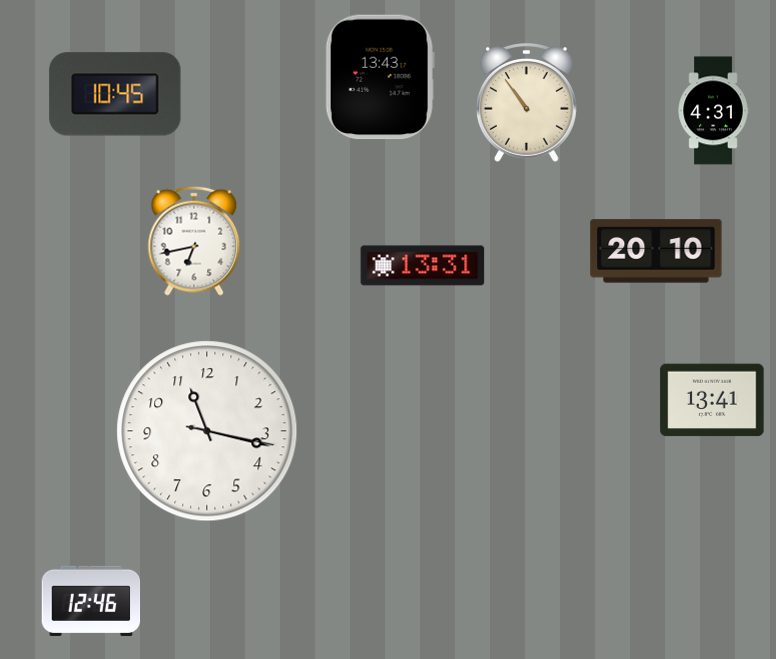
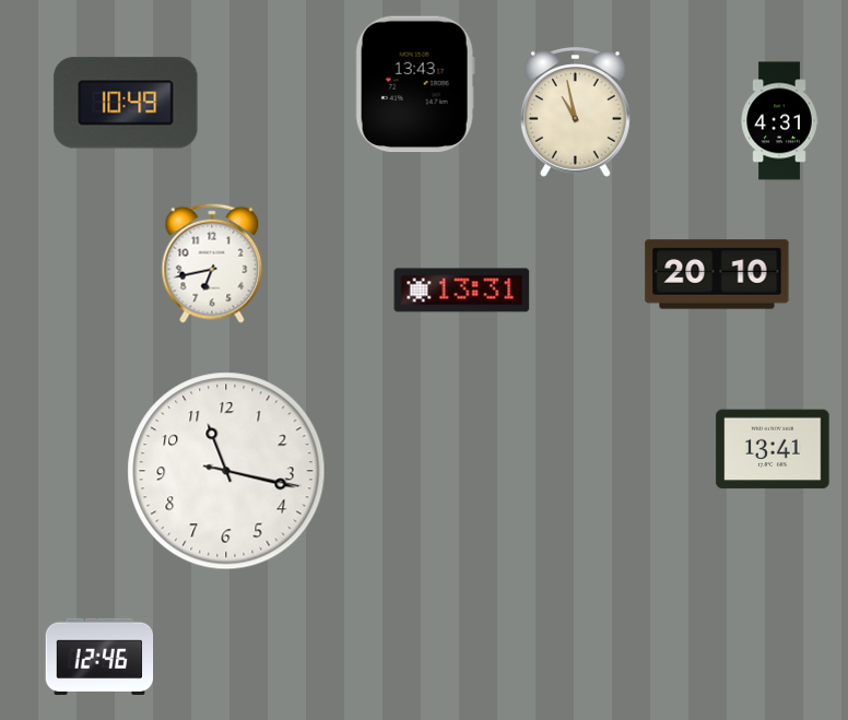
clock at (115, 94): 10:45 -> 10:49
clock at (526, 103): 10:54 -> 10:58
clock at (712, 400) position: (712, 400) -> (773, 449)
